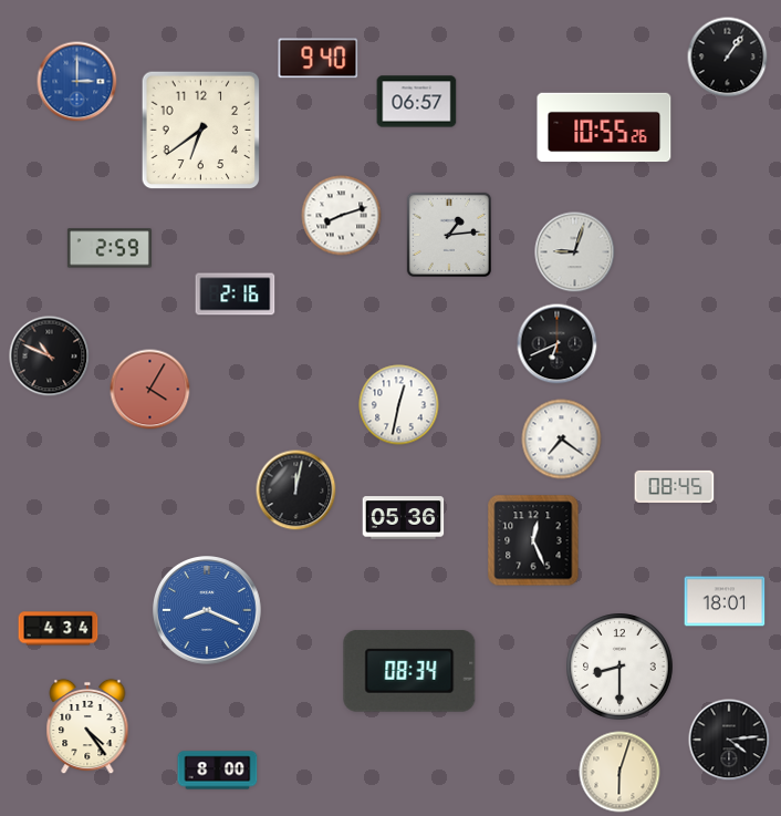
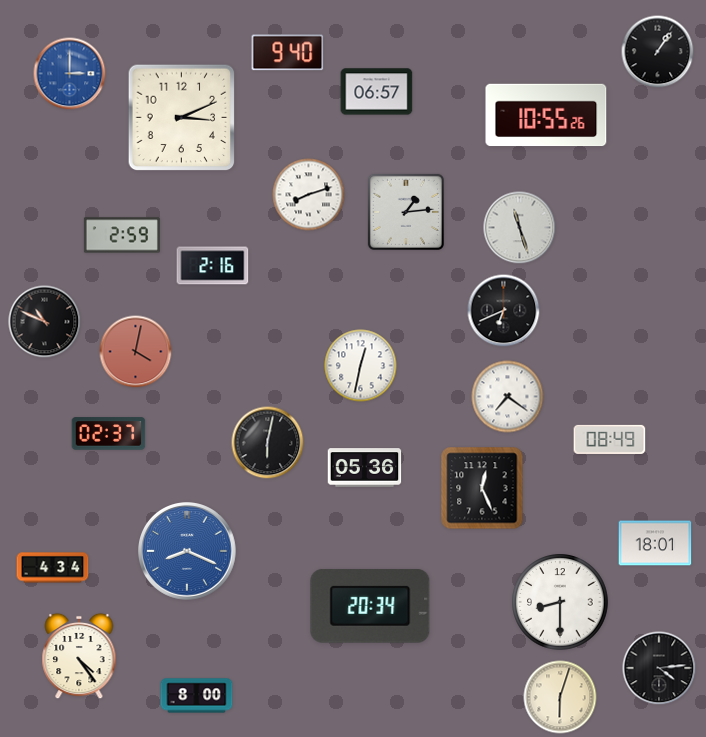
clock at (201, 131): 6:39 -> 3:11
clock at (110, 248) position: (110, 248) -> (122, 235)
clock at (575, 252): 9:03 -> 11:27
clock at (150, 390): 4:05 -> 4:02
clock at (109, 434): none -> 02:37
clock at (675, 486): 08:45 -> 08:49
clock at (296, 490): 12:02 -> 6:02
clock at (409, 671): 08:34 -> 20:34
